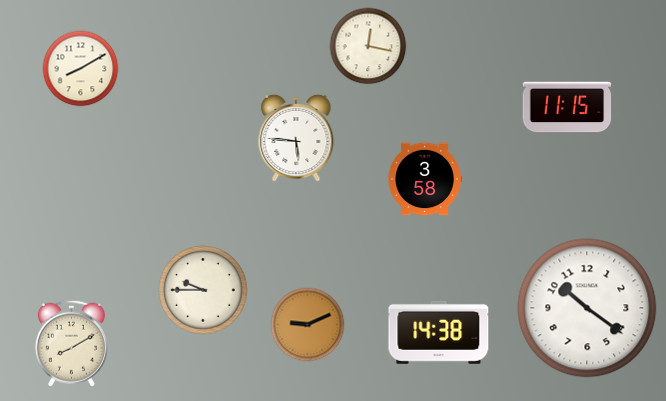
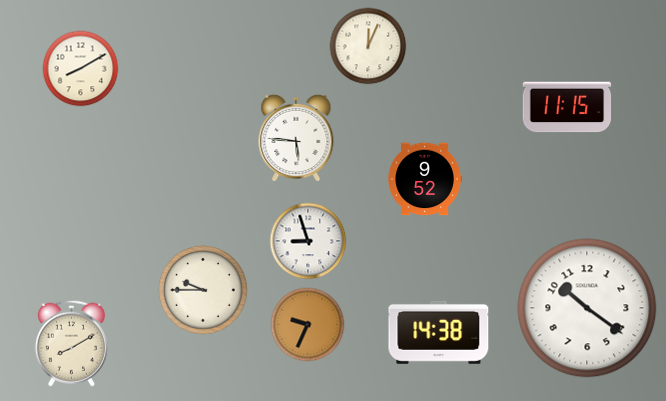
clock at (368, 46): 12:17 -> 12:04
clock at (425, 179): 3:58 -> 9:52
clock at (308, 241): none -> 8:57
clock at (308, 325): 9:11 -> 9:34
